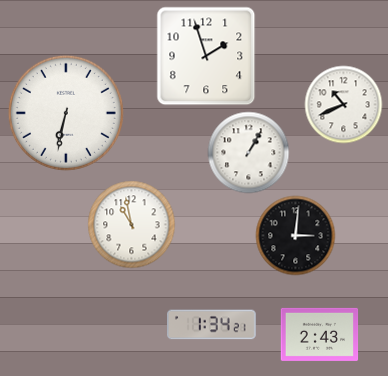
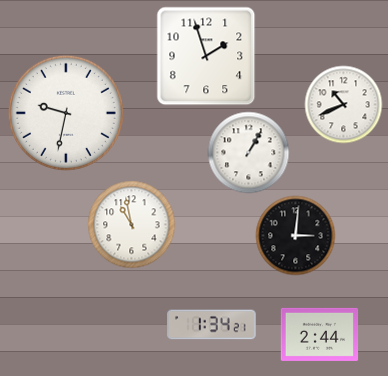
clock at (66, 113): 6:32 -> 9:32
clock at (319, 334): 2:43 -> 2:44
